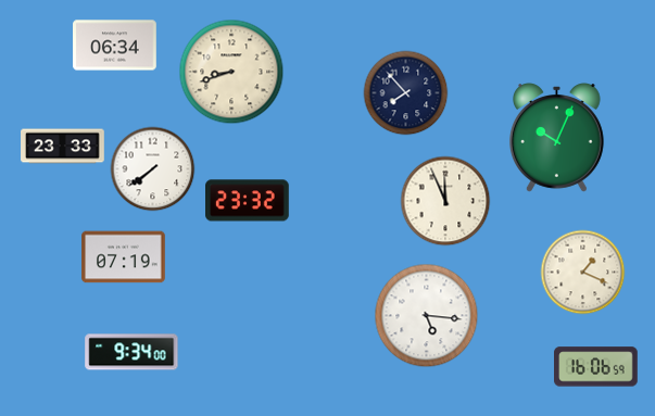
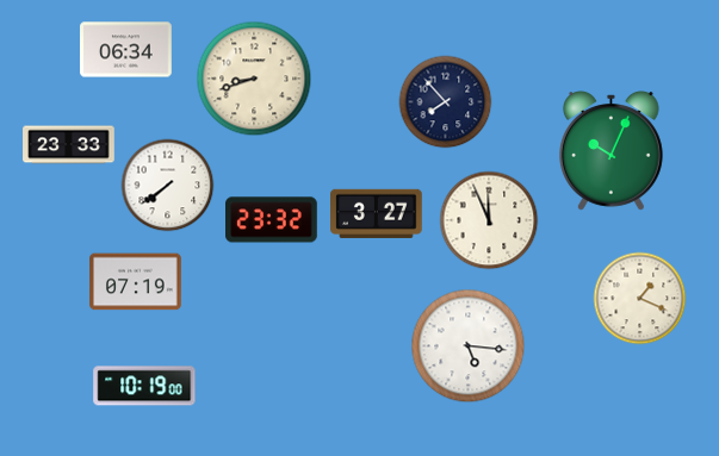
clock at (63, 147) position: (63, 147) -> (69, 145)
clock at (377, 213): none -> 3:27
clock at (131, 352): 9:34 -> 10:19
clock at (596, 367): 16:06 -> none
